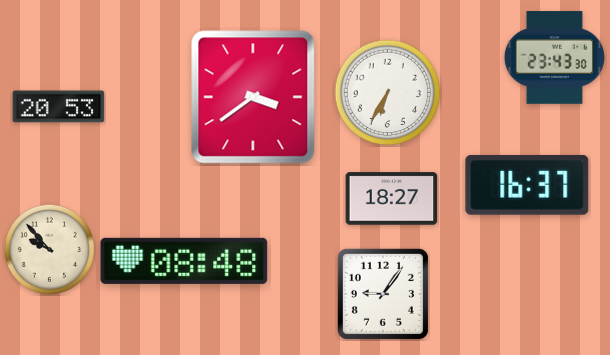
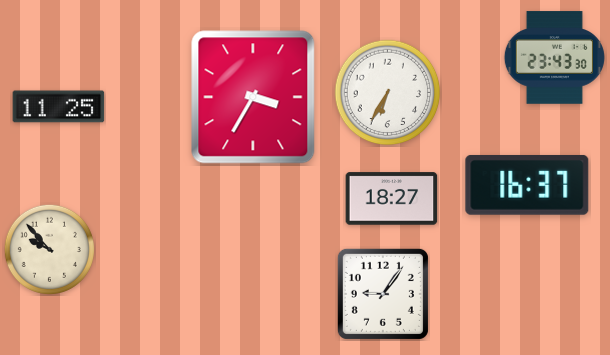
clock at (253, 97): 3:39 -> 3:35
clock at (59, 107): 20:53 -> 11:25
clock at (184, 261): 08:48 -> none
